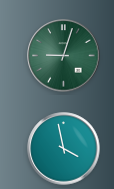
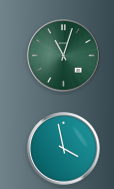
clock at (64, 56): 9:03 -> 11:03
